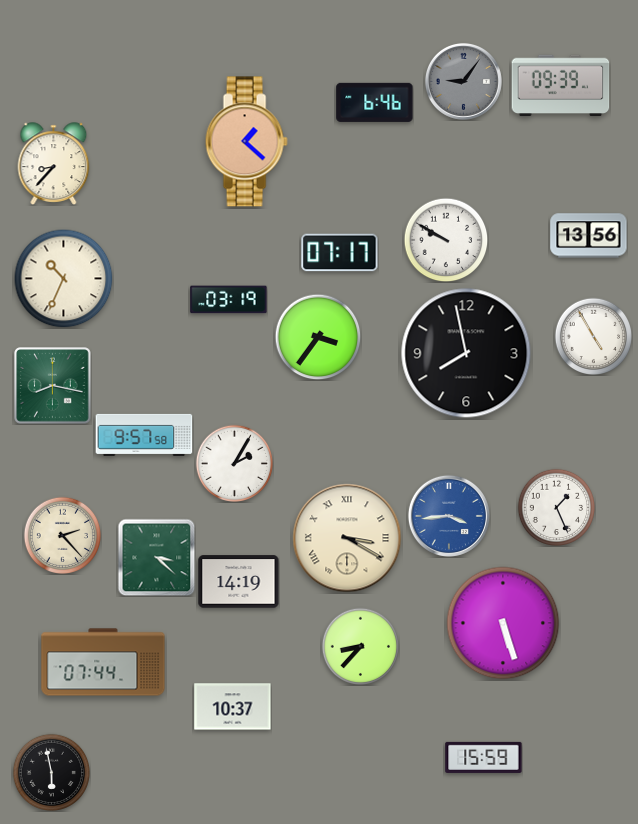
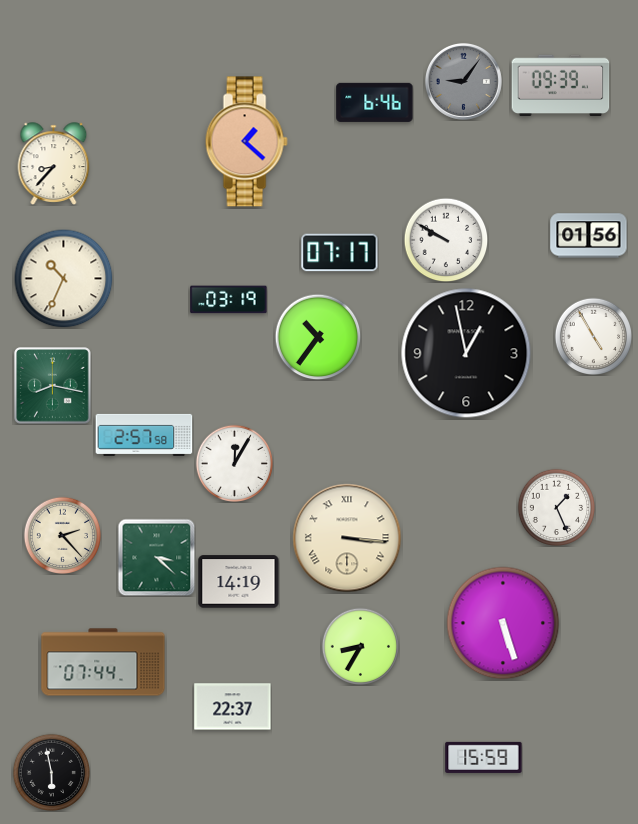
clock at (589, 236): 13:56 -> 01:56
clock at (318, 337): 3:36 -> 10:36
clock at (466, 353): 7:58 -> 12:58
clock at (144, 435): 9:57 -> 2:57
clock at (234, 463): 2:05 -> 12:05
clock at (449, 516): 3:44 -> none
clock at (347, 538): 3:20 -> 3:16
clock at (360, 646): 8:37 -> 8:35
clock at (233, 707): 10:37 -> 22:37
